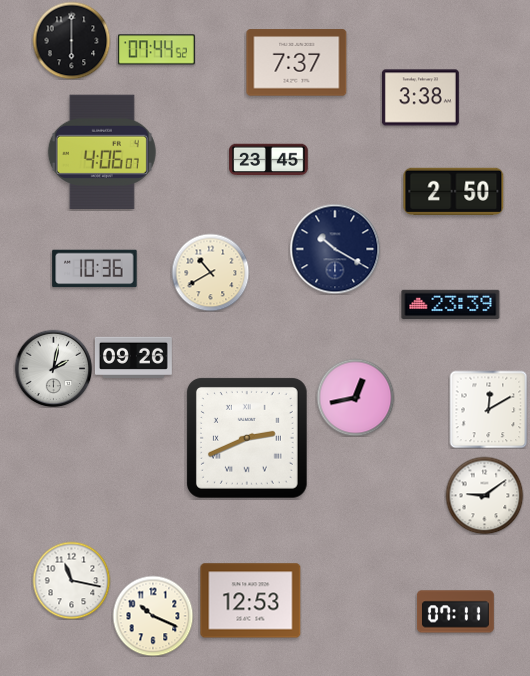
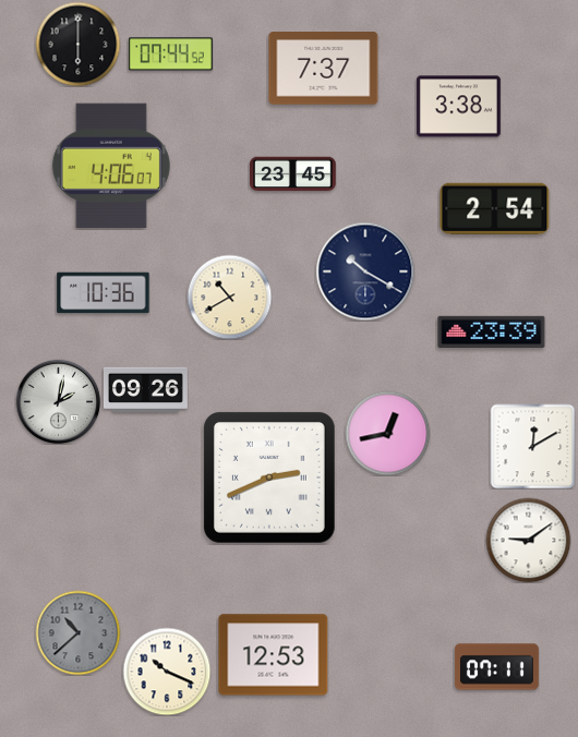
clock at (454, 191): 2:50 -> 2:54
clock at (71, 580): 11:17 -> 10:38
clock at (71, 580) dial: white -> grey
